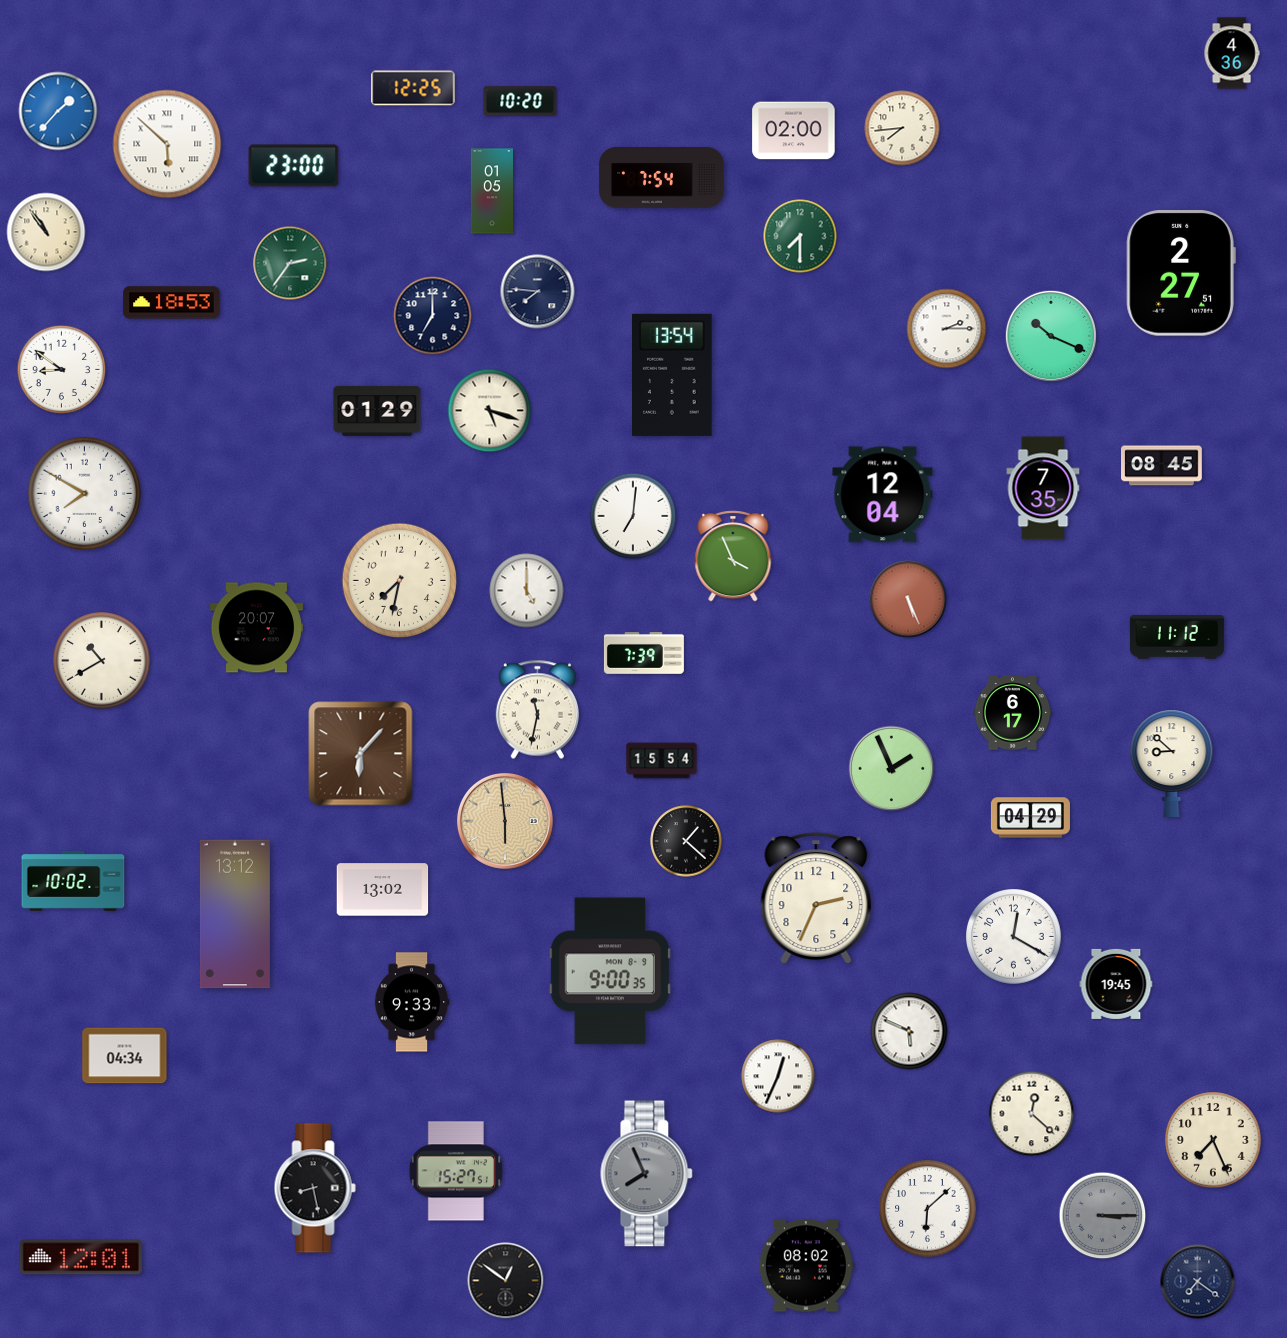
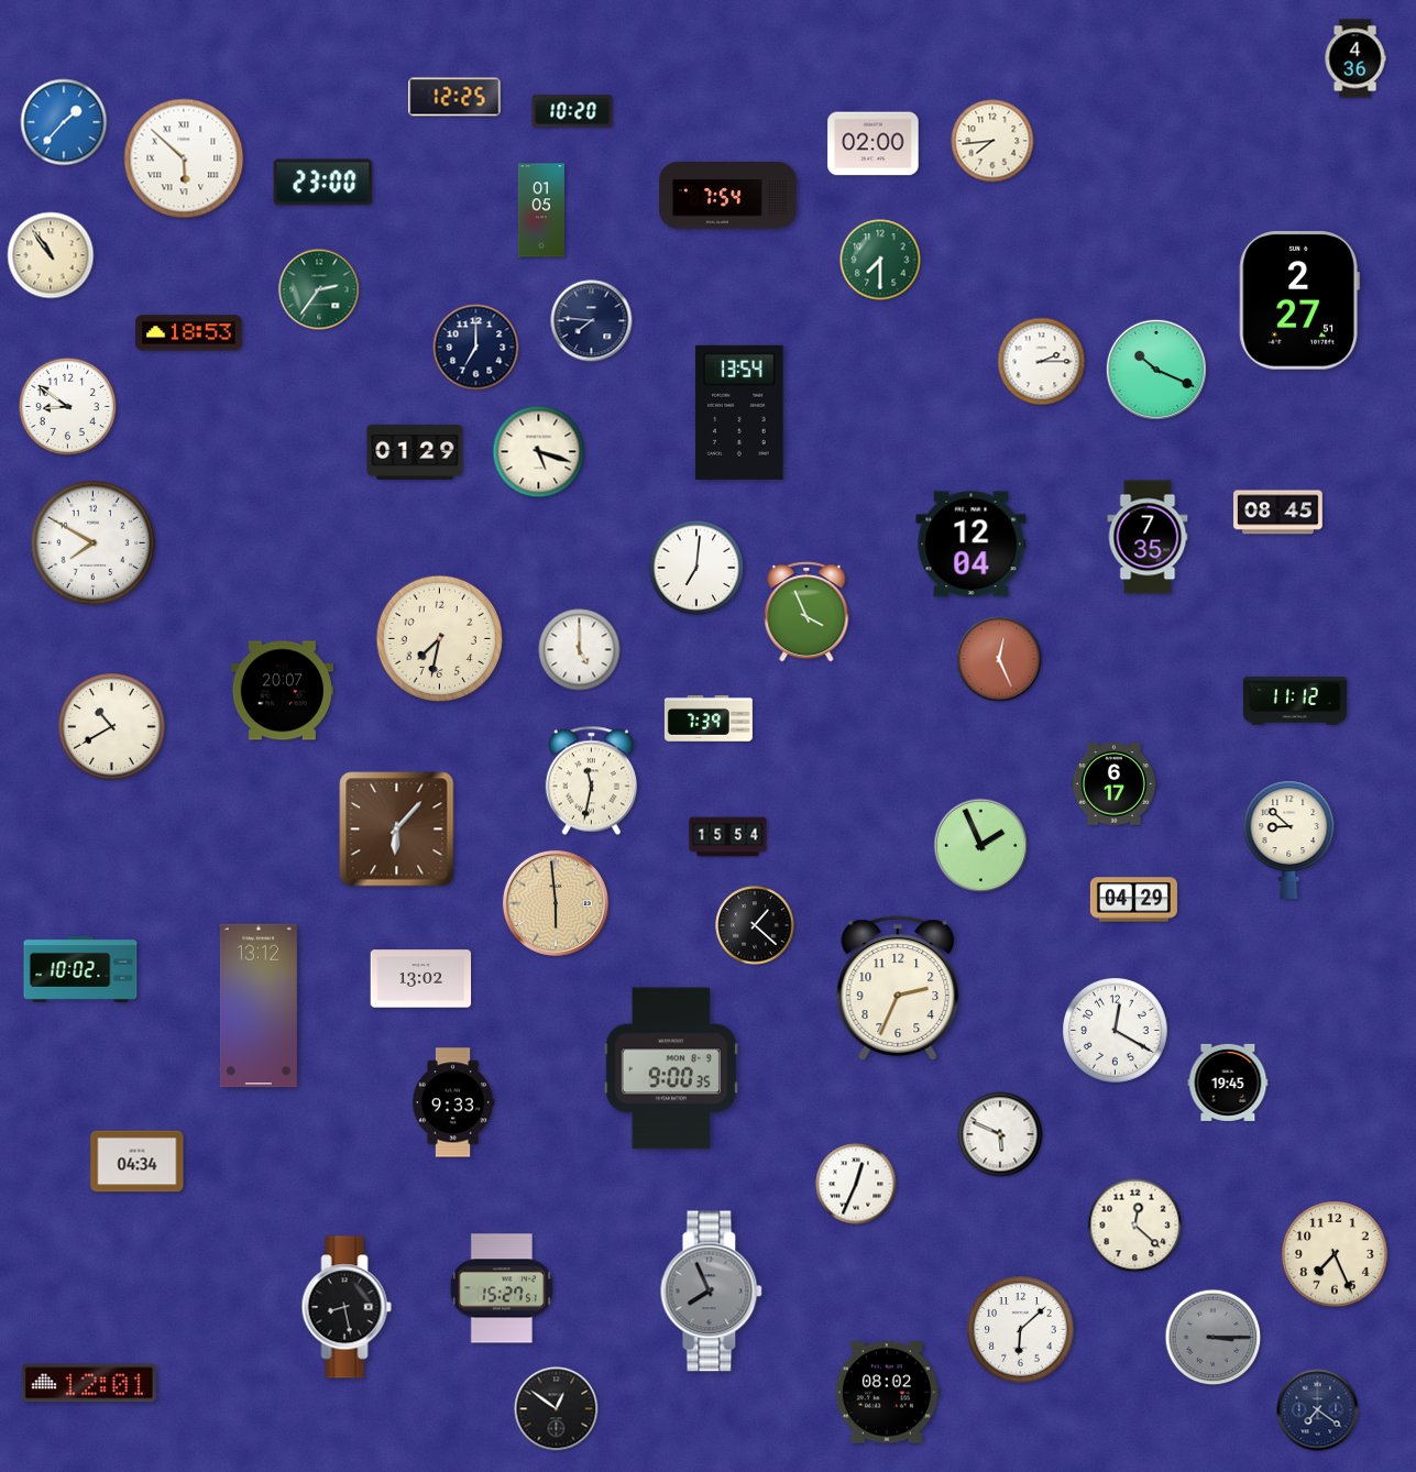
clock at (908, 599): 5:26 -> 12:26
